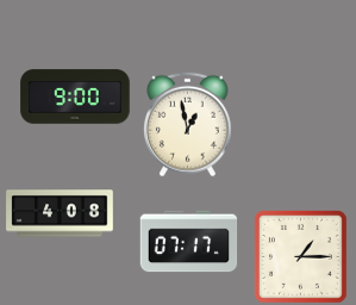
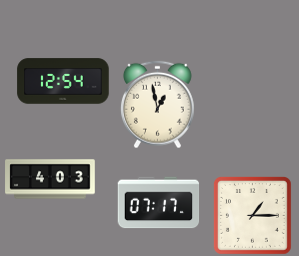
clock at (75, 97): 9:00 -> 12:54
clock at (60, 213): 4:08 -> 4:03
